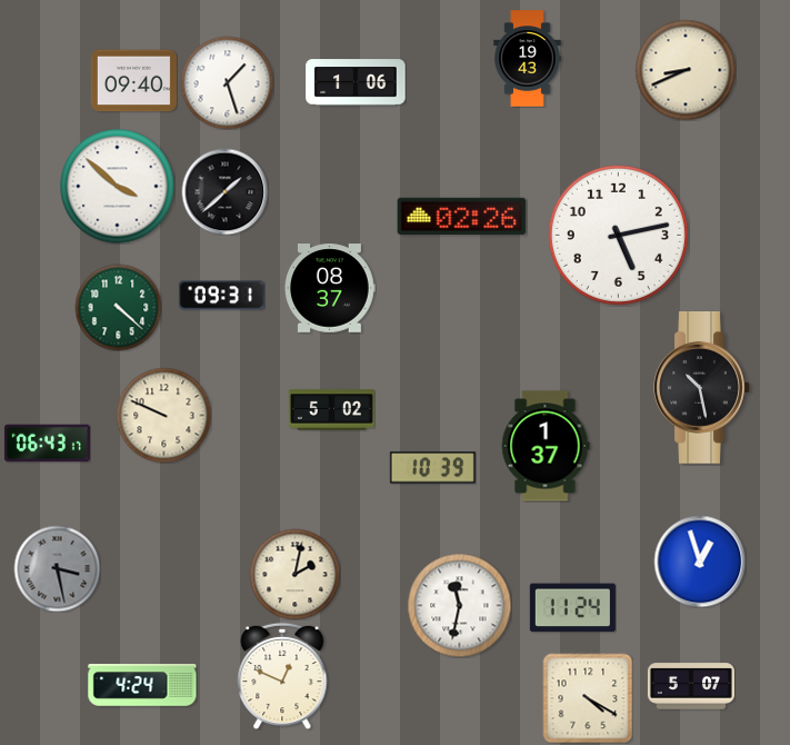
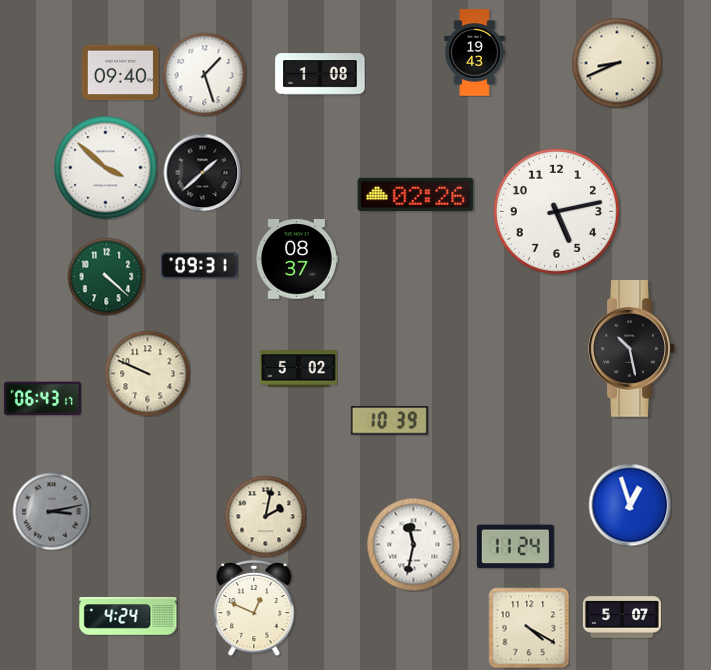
clock at (356, 82): 1:06 -> 1:08
clock at (546, 446): 1:37 -> none
clock at (57, 568): 3:28 -> 3:13
